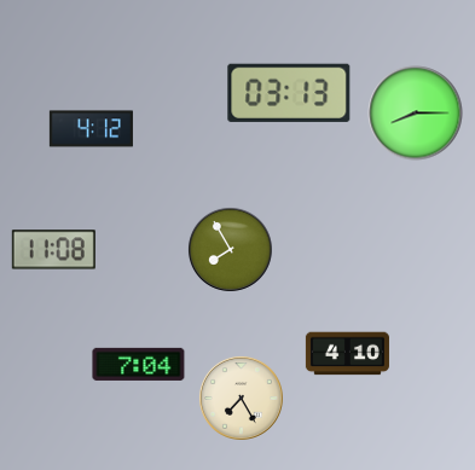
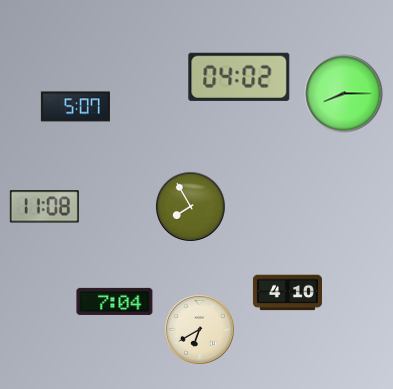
clock at (289, 93): 03:13 -> 04:02
clock at (91, 129): 4:12 -> 5:07
clock at (241, 398): 7:25 -> 6:40
